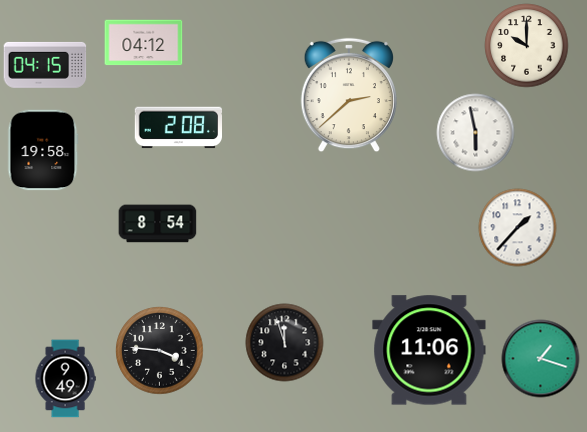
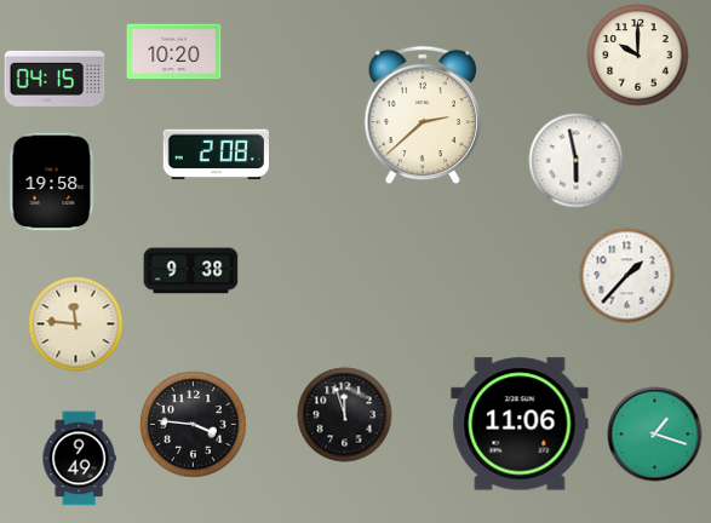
clock at (143, 43): 04:12 -> 10:20
clock at (157, 224): 8:54 -> 9:38
clock at (75, 323): none -> 11:46
